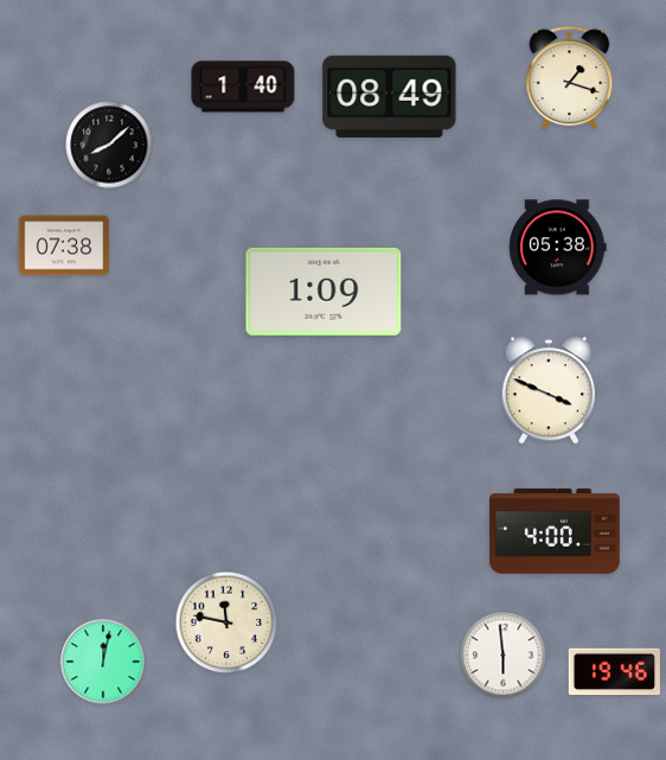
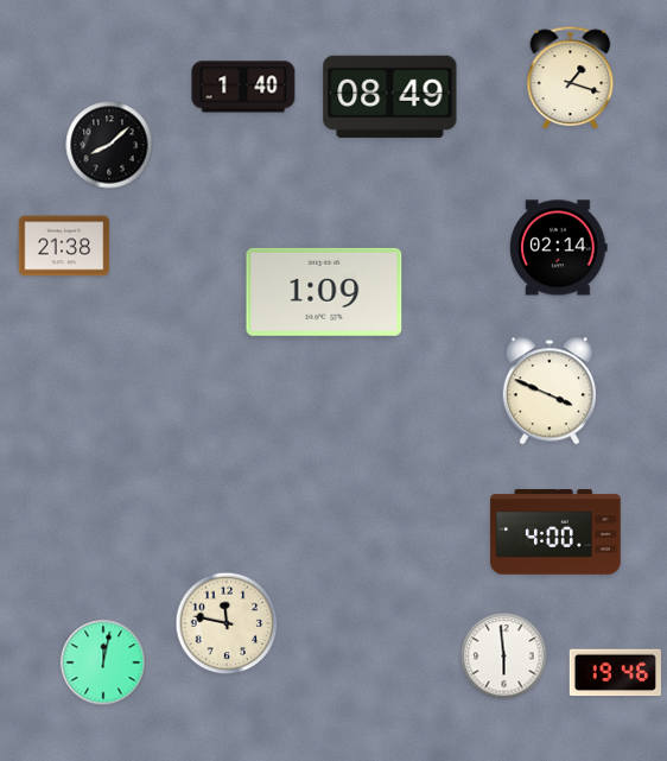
clock at (64, 245): 07:38 -> 21:38
clock at (558, 248): 05:38 -> 02:14
